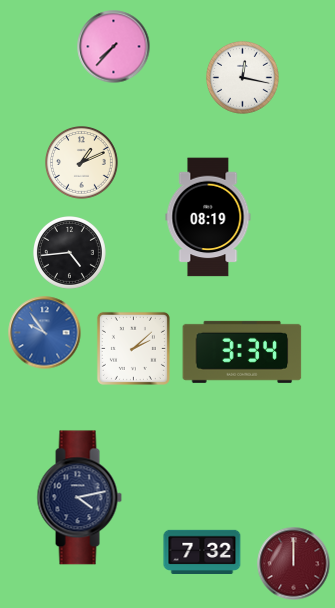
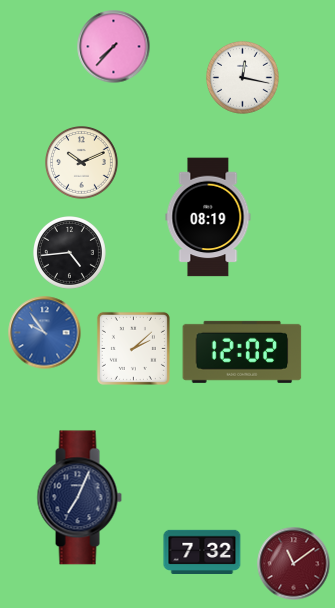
clock at (82, 163): 1:11 -> 10:11
clock at (242, 352): 3:34 -> 12:02
clock at (79, 498): 4:13 -> 7:04
clock at (294, 564): 12:00 -> 11:09
